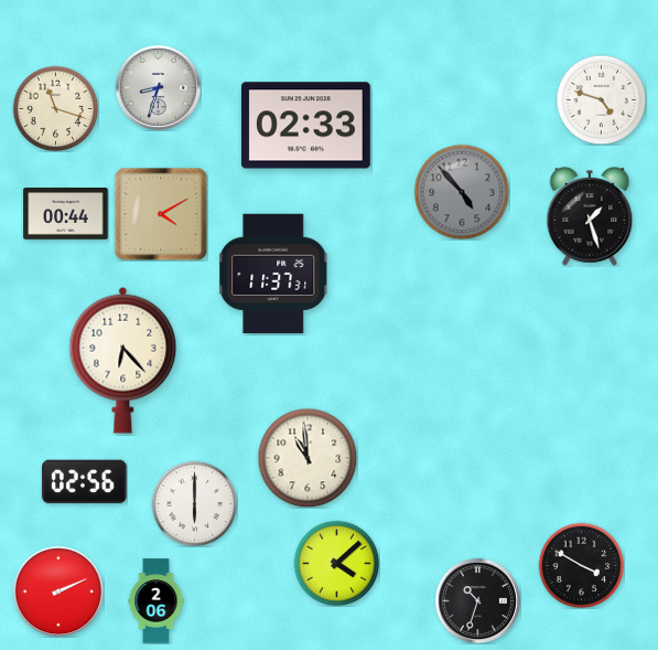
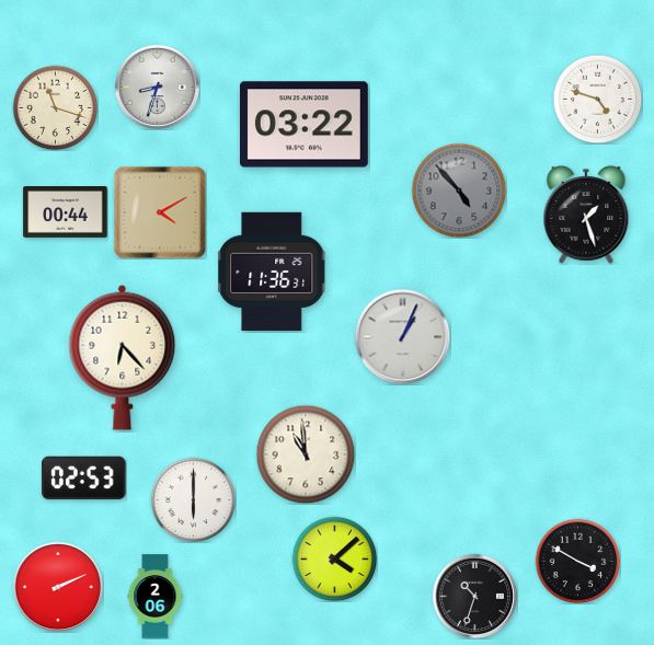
clock at (305, 126): 02:33 -> 03:22
clock at (273, 274): 11:37 -> 11:36
clock at (402, 336): none -> 1:04
clock at (85, 482): 02:56 -> 02:53
